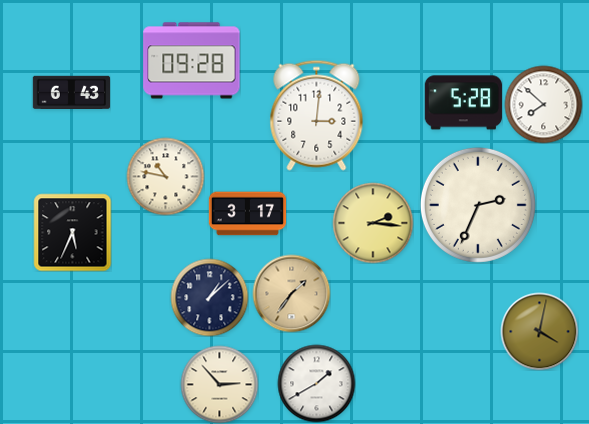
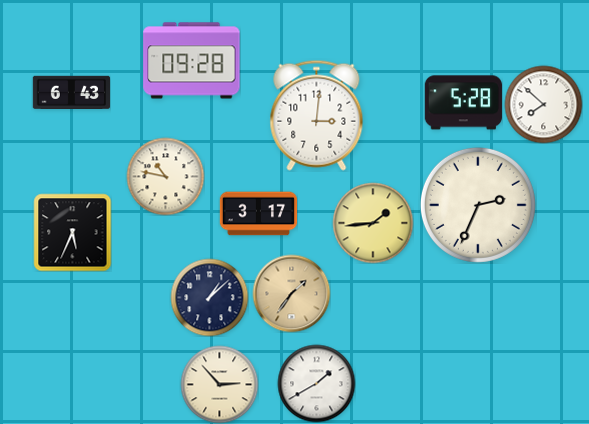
clock at (247, 214) position: (247, 214) -> (258, 214)
clock at (373, 223): 2:16 -> 1:44
clock at (539, 331): 4:02 -> none
